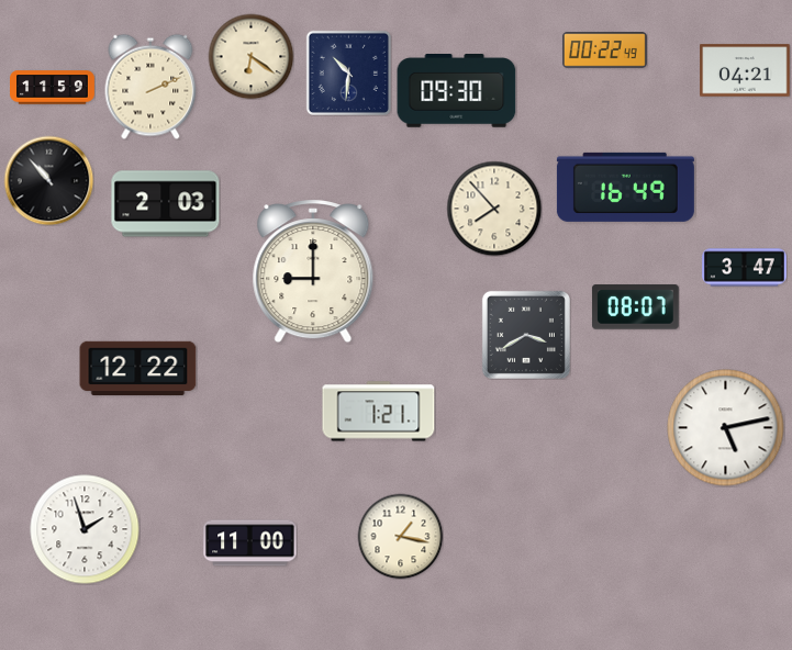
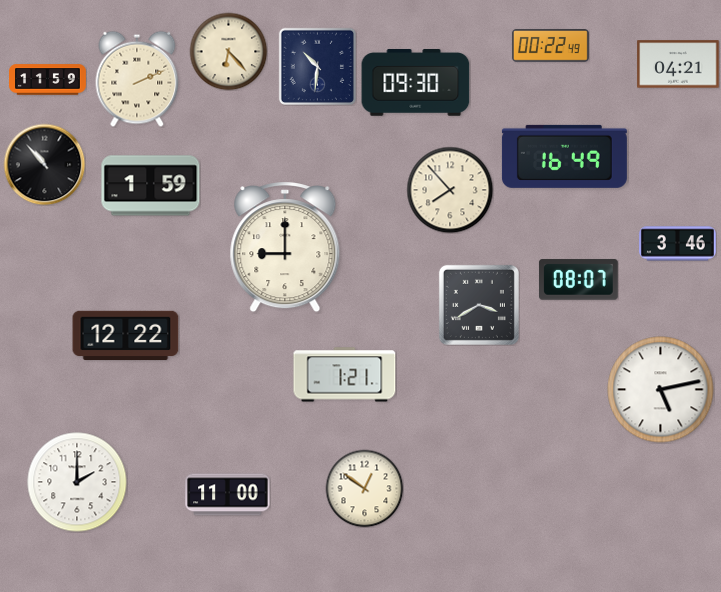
clock at (250, 56): 6:21 -> 6:23
clock at (625, 187) position: (625, 187) -> (564, 156)
clock at (166, 204): 2:03 -> 1:59
clock at (745, 268): 3:47 -> 3:46
clock at (85, 529): 1:57 -> 2:00
clock at (400, 536): 1:17 -> 12:51
